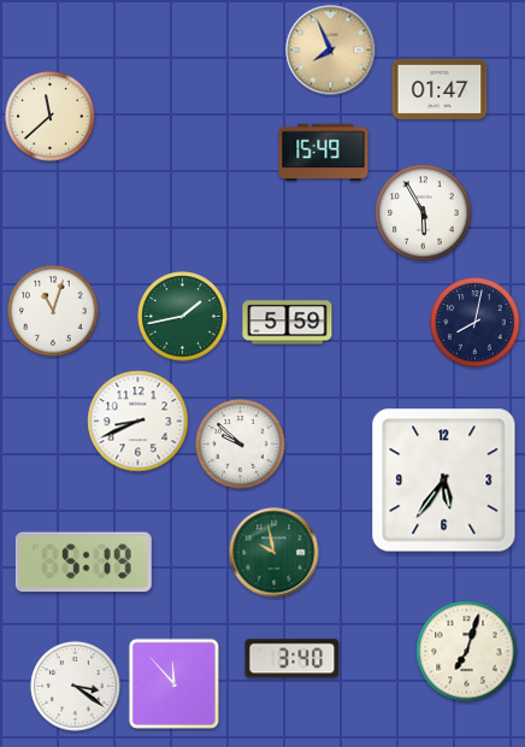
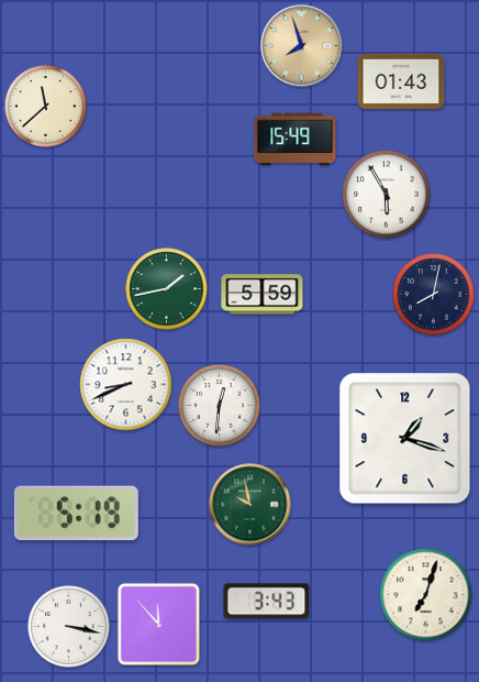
clock at (331, 51): 7:56 -> 7:57
clock at (440, 89): 01:47 -> 01:43
clock at (53, 311): 11:03 -> none
clock at (241, 445): 9:52 -> 12:31
clock at (444, 481): 5:36 -> 1:18
clock at (293, 659): 3:40 -> 3:43
clock at (76, 687): 3:21 -> 3:17
